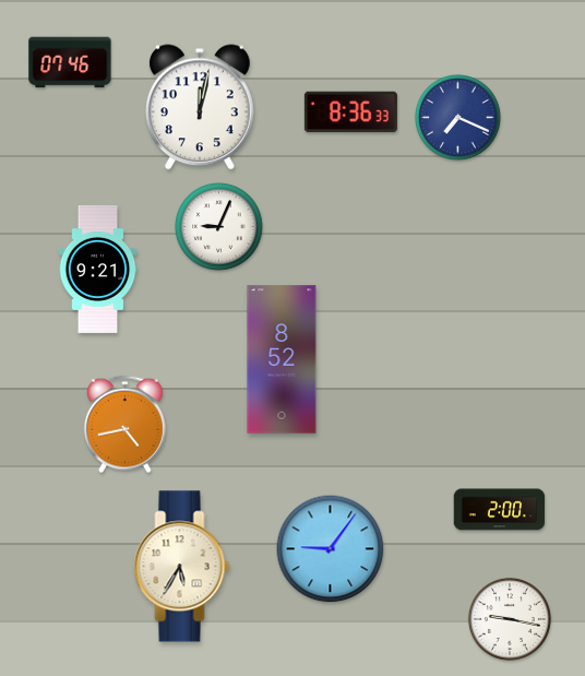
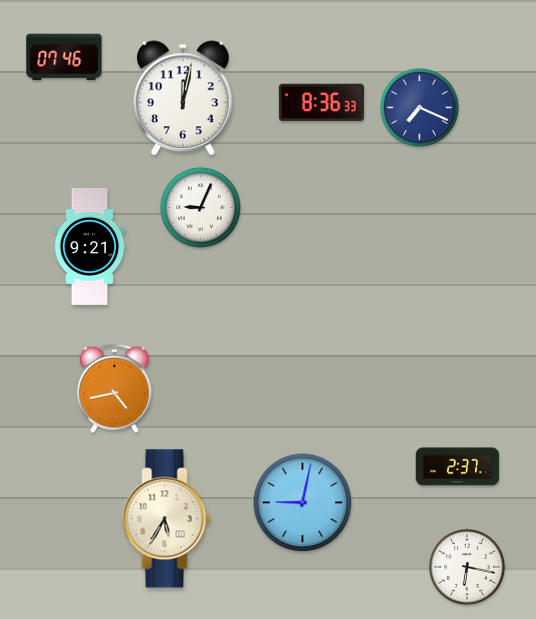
clock at (282, 359): 8:52 -> none
clock at (500, 510): 2:00 -> 2:37
clock at (331, 549): 9:06 -> 9:02
clock at (510, 619): 9:17 -> 6:17
